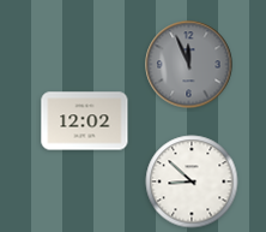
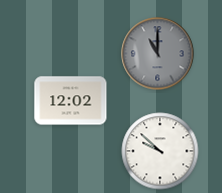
clock at (189, 65): 11:56 -> 11:00
clock at (192, 182): 8:52 -> 9:52
